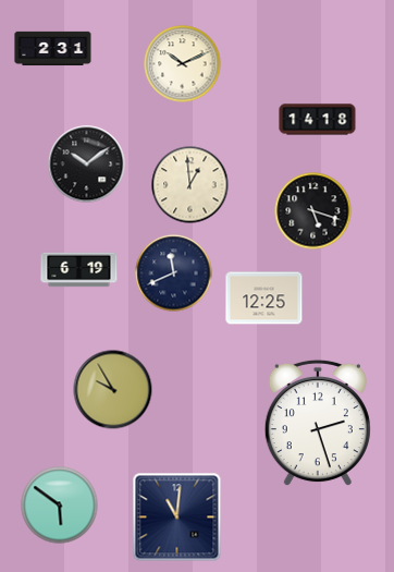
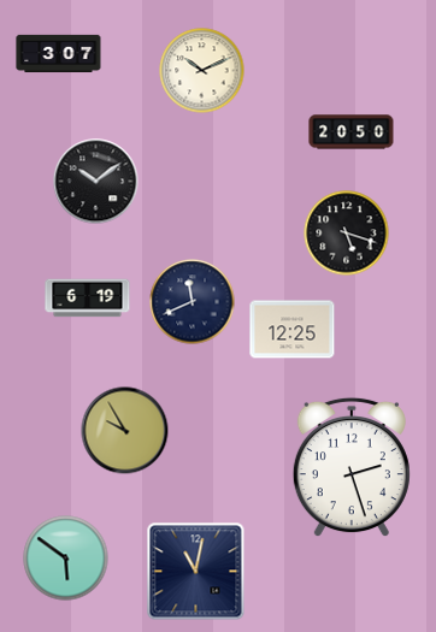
clock at (53, 49): 2:31 -> 3:07
clock at (318, 120): 14:18 -> 20:50
clock at (190, 185): 12:59 -> none
clock at (177, 518): 11:01 -> 11:02
